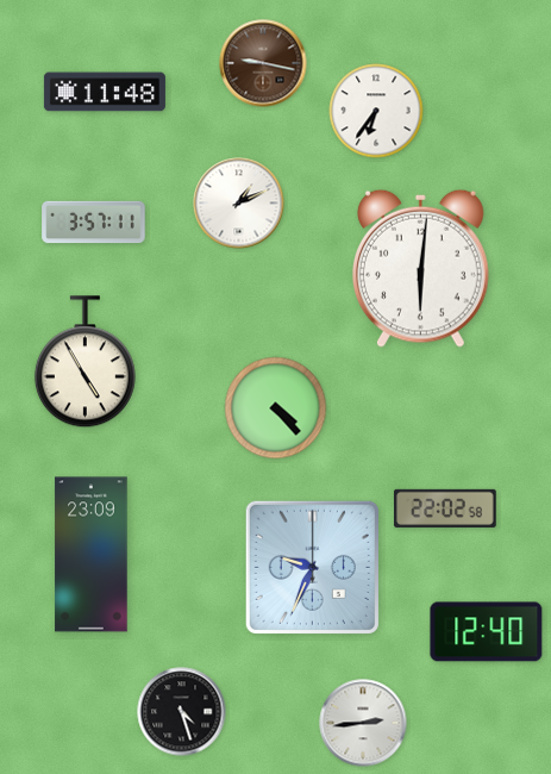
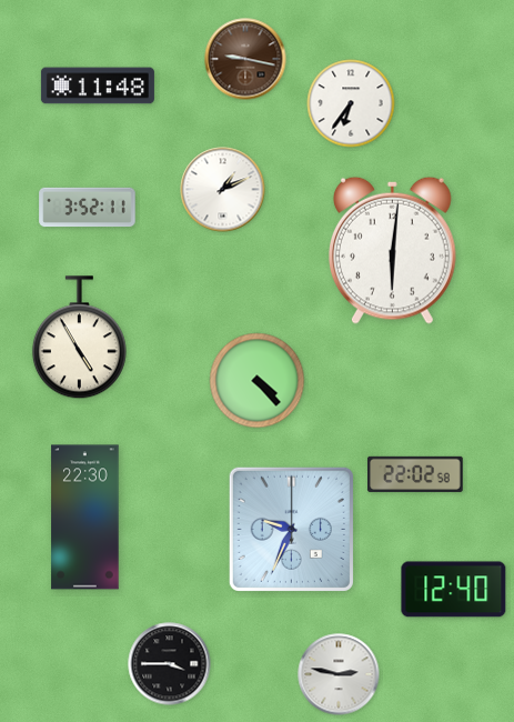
clock at (94, 223): 3:57 -> 3:52
clock at (92, 555): 23:09 -> 22:30
clock at (182, 712): 4:27 -> 3:45
clock at (363, 723): 2:44 -> 2:47
